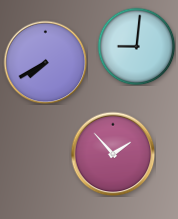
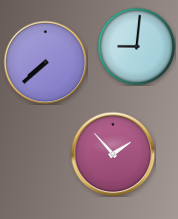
clock at (45, 62): 7:40 -> 7:38
